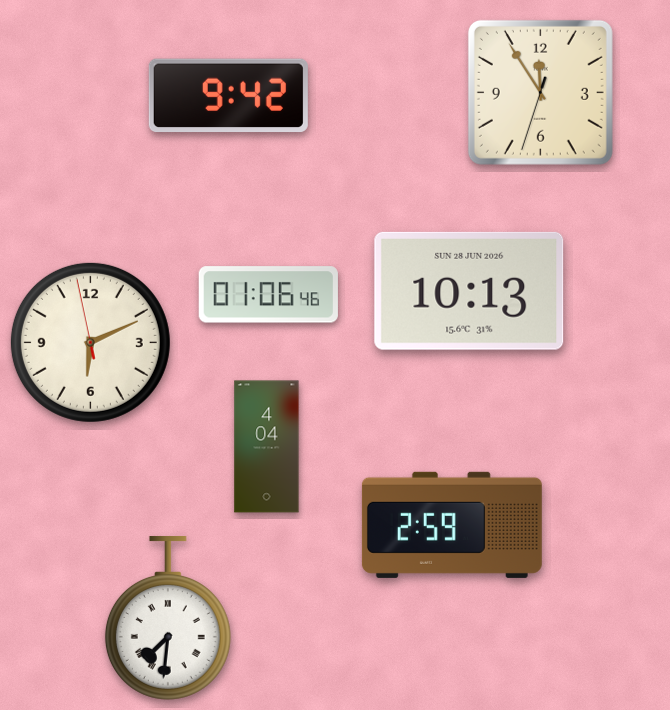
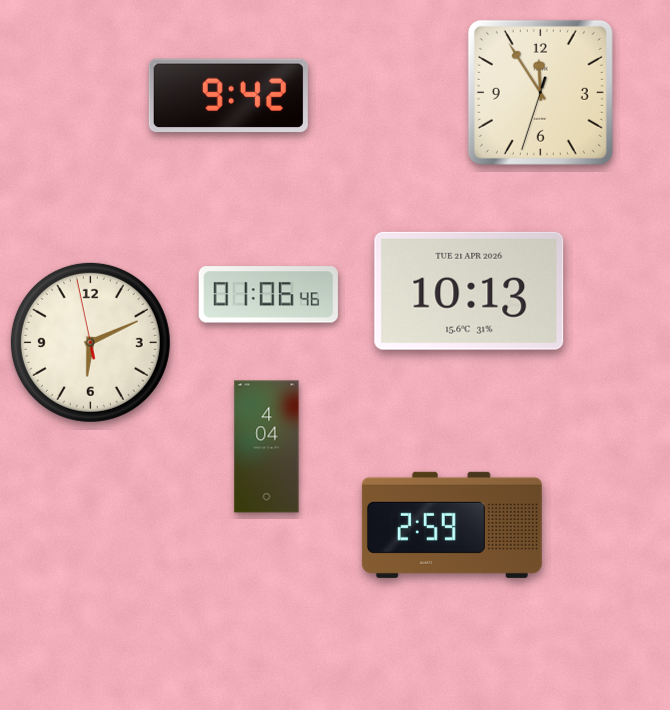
clock at (469, 291) date: SUN 28 JUN 2026 -> TUE 21 APR 2026
clock at (168, 618): 7:31 -> none
